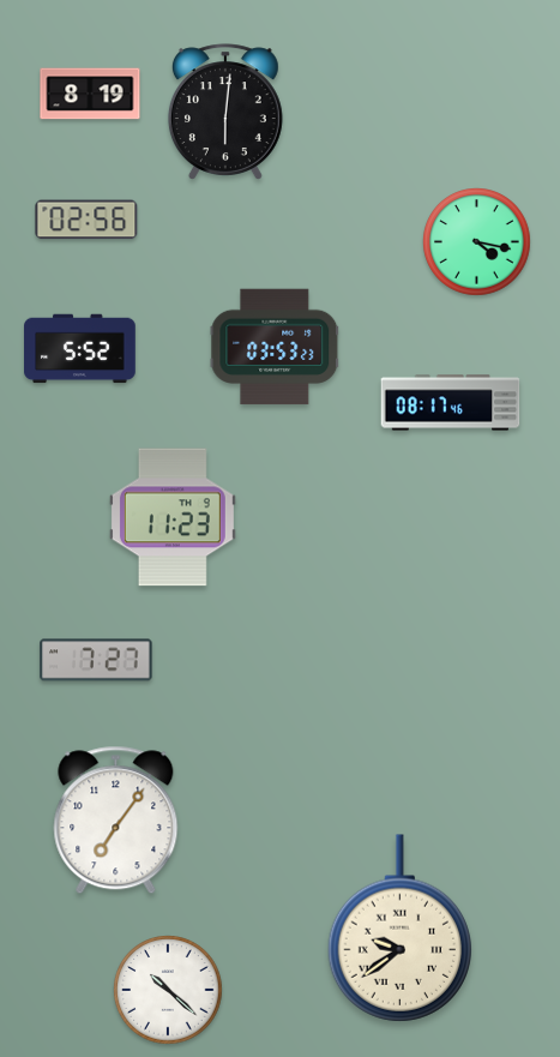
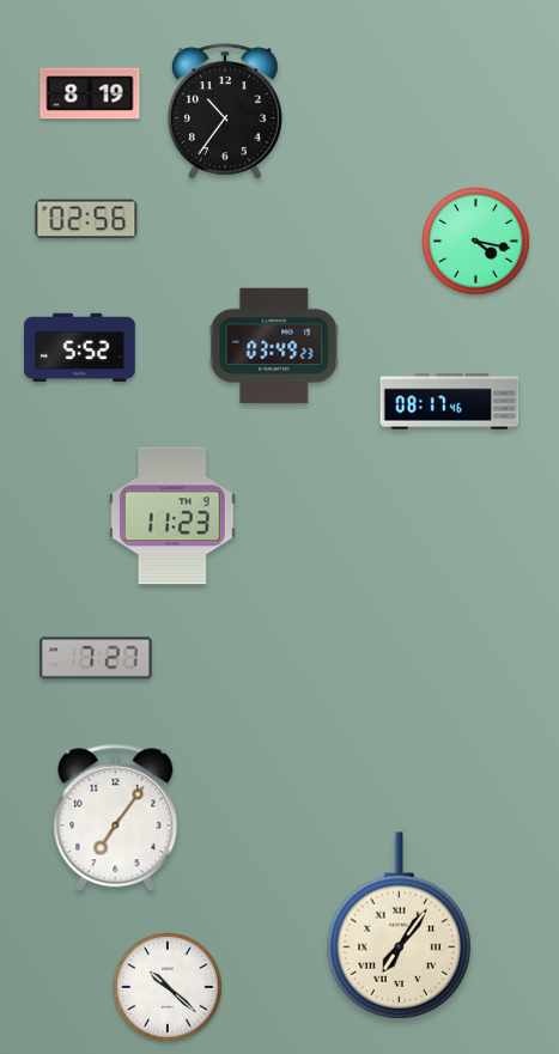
clock at (225, 112): 6:01 -> 10:36
clock at (275, 347): 03:53 -> 03:49
clock at (399, 929): 9:39 -> 7:06
